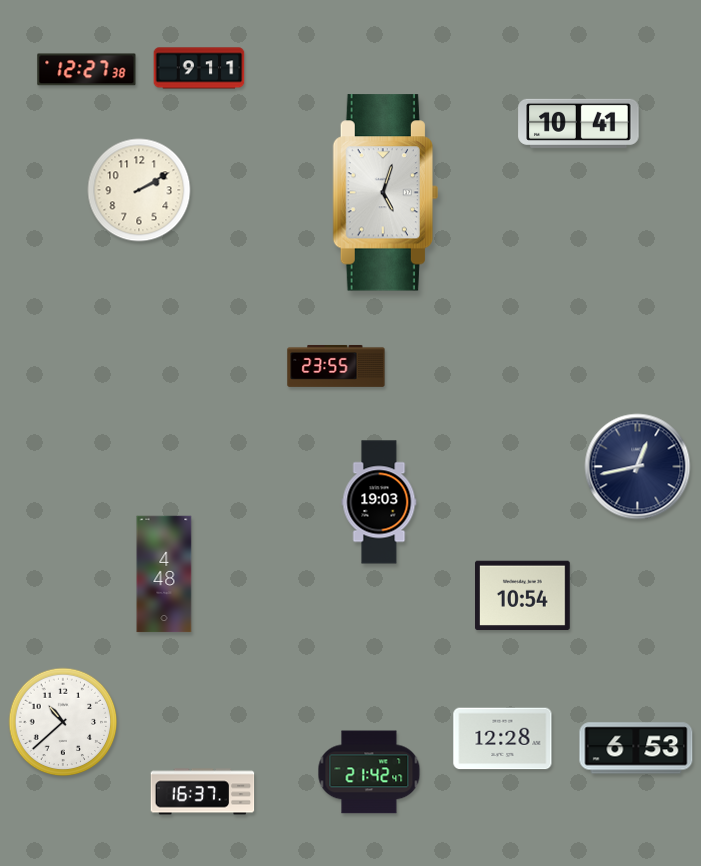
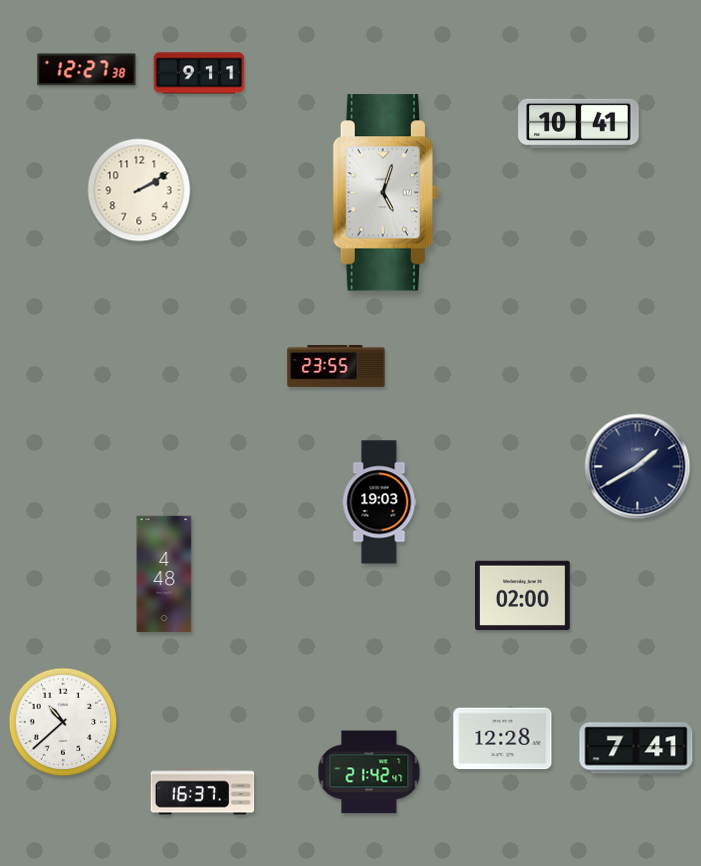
clock at (199, 68) position: (199, 68) -> (199, 73)
clock at (638, 467): 12:43 -> 1:40
clock at (523, 596): 10:54 -> 02:00
clock at (636, 748): 6:53 -> 7:41
